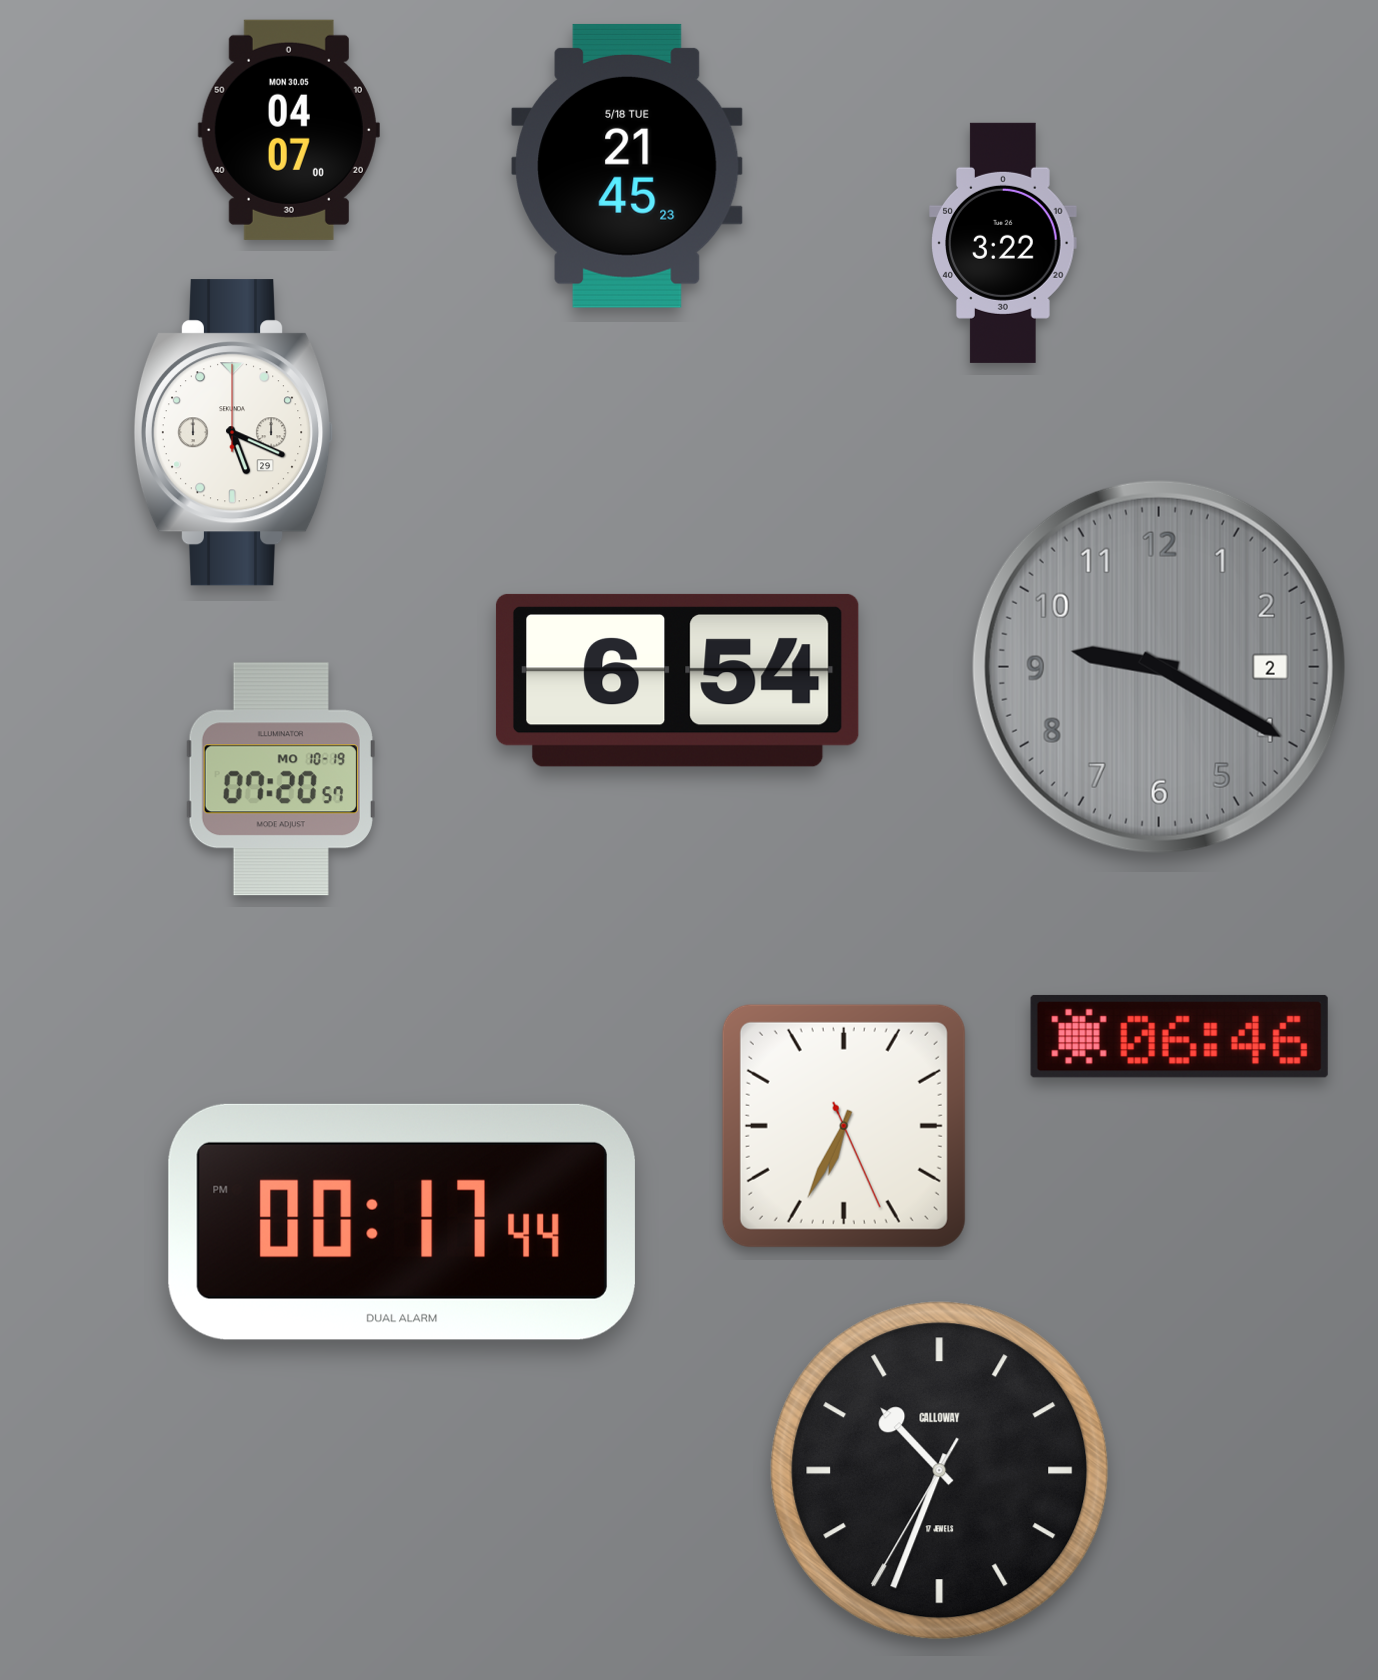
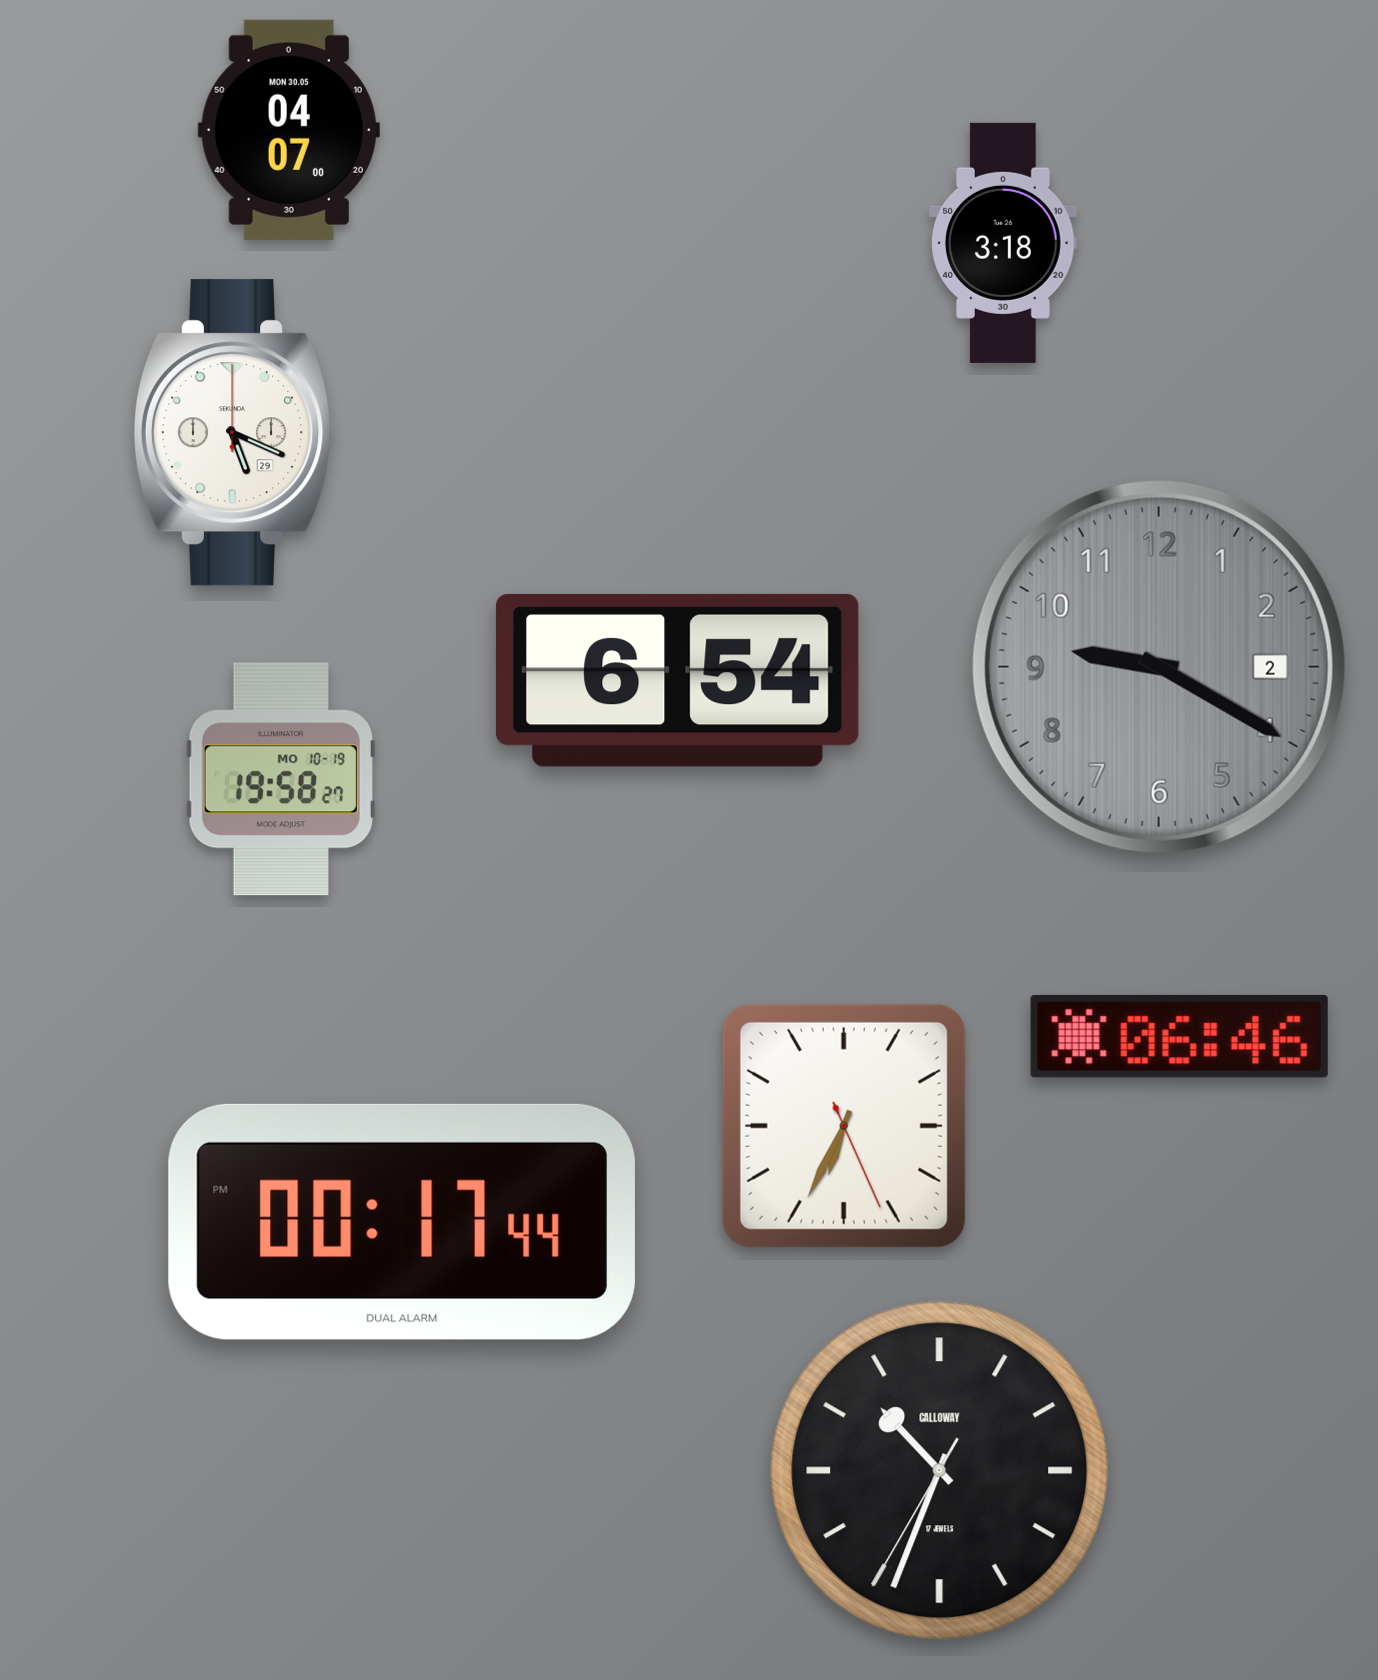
clock at (627, 166): 21:45 -> none
clock at (1003, 243): 3:22 -> 3:18
clock at (281, 779): 07:20 -> 19:58
